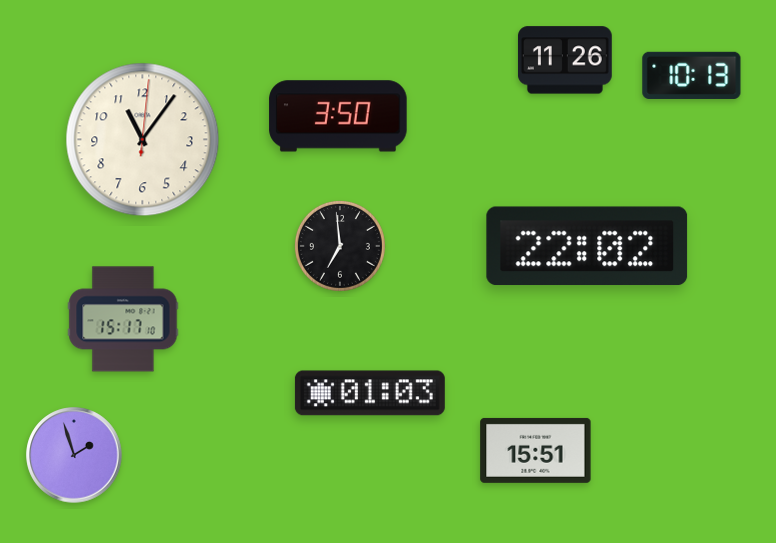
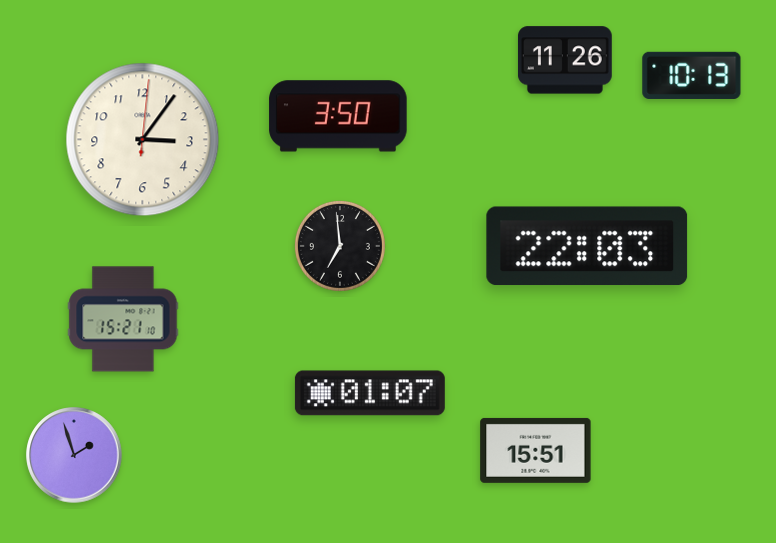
clock at (143, 140): 11:06 -> 3:06
clock at (587, 246): 22:02 -> 22:03
clock at (123, 319): 15:17 -> 15:21
clock at (370, 393): 01:03 -> 01:07
